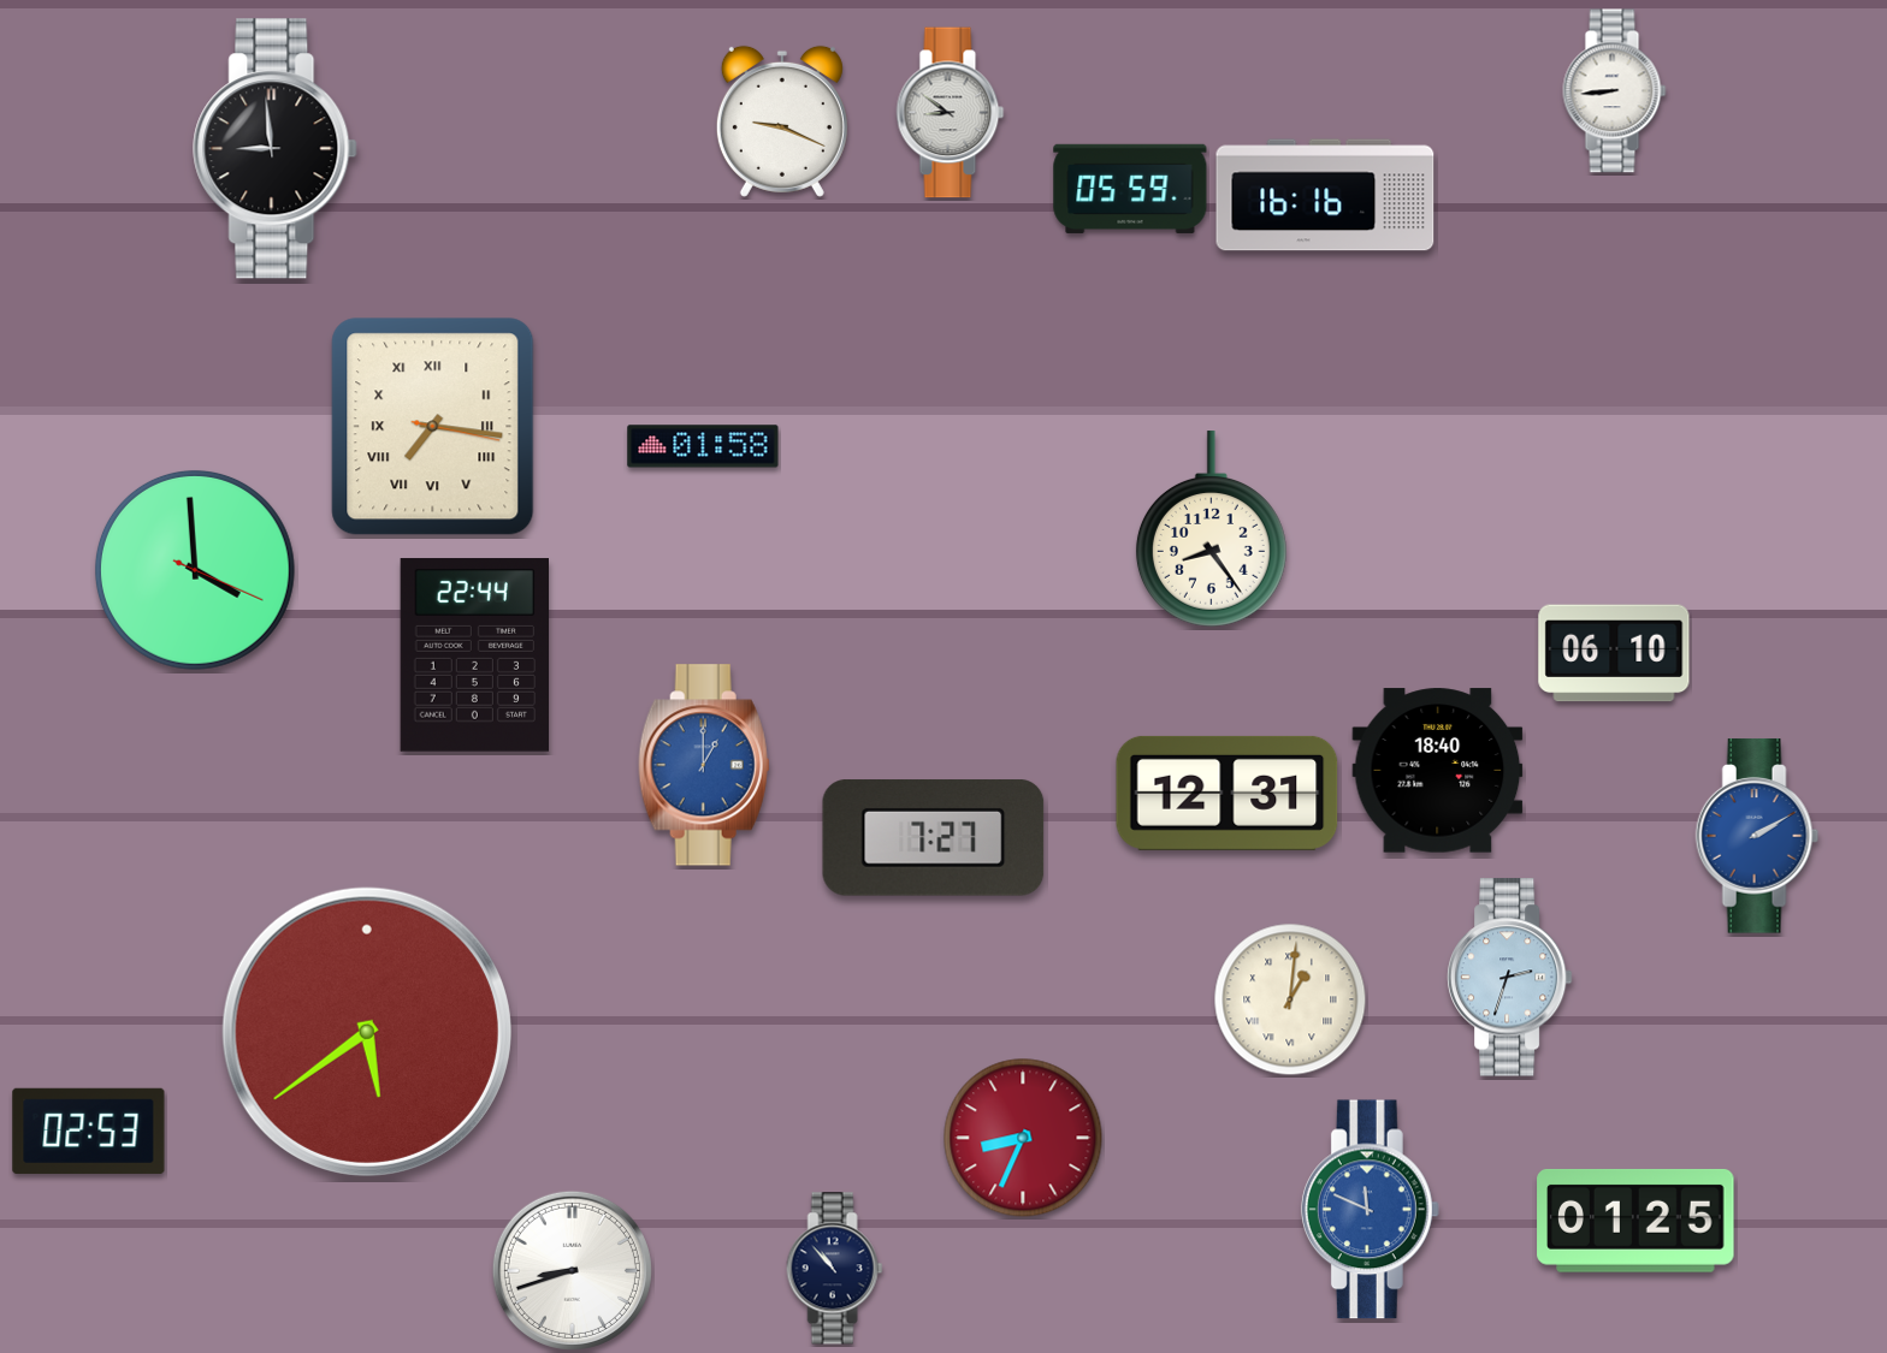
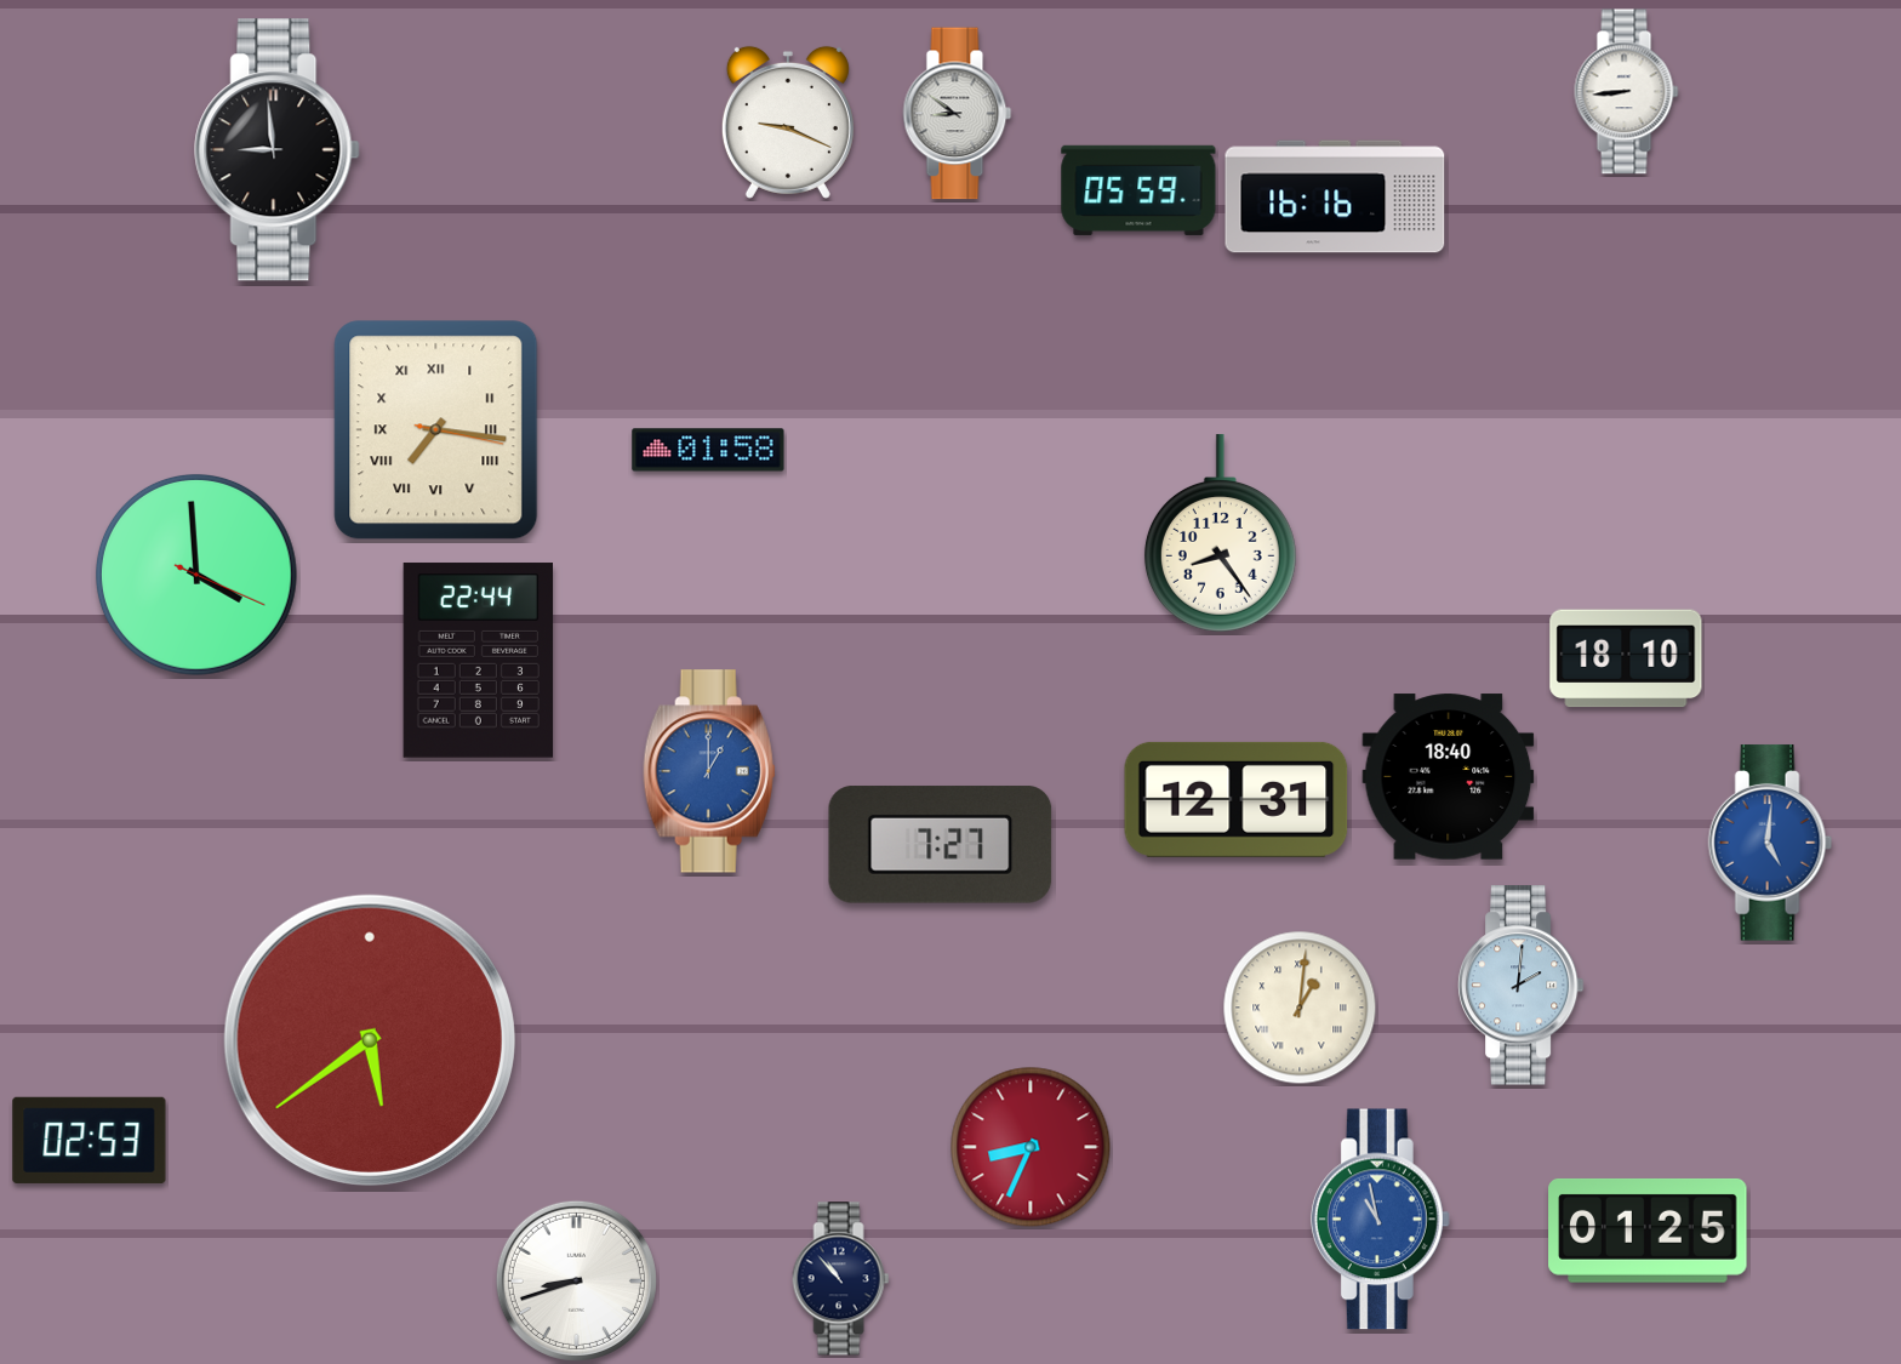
clock at (1614, 653): 06:10 -> 18:10
clock at (1757, 836): 2:10 -> 5:01
clock at (1509, 978): 2:33 -> 2:01
clock at (1370, 1210): 11:49 -> 10:58
